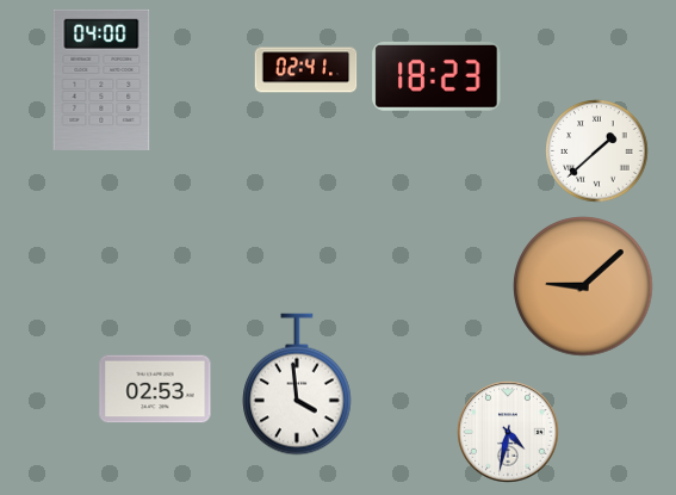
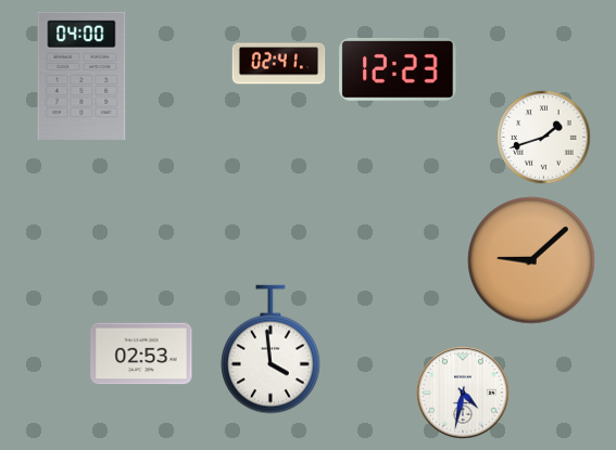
clock at (436, 76): 18:23 -> 12:23
clock at (101, 80) position: (101, 80) -> (81, 76)
clock at (597, 151): 1:38 -> 1:42
